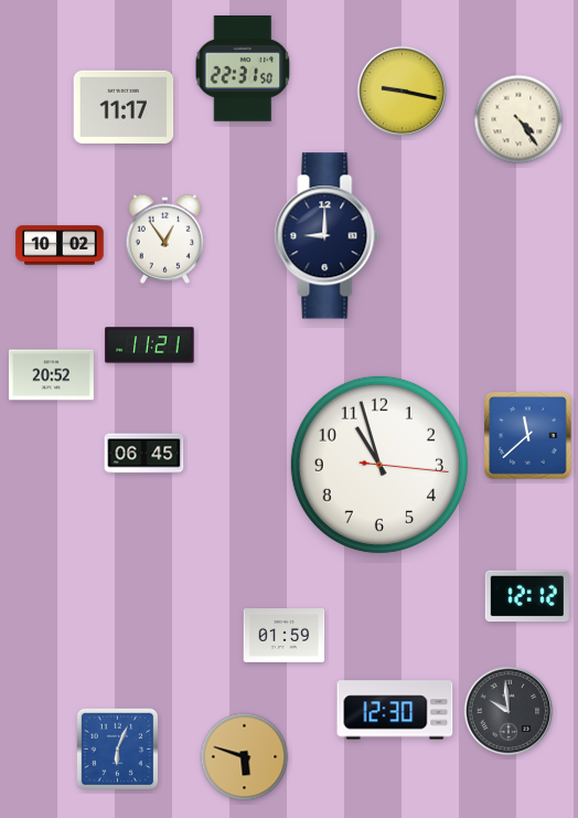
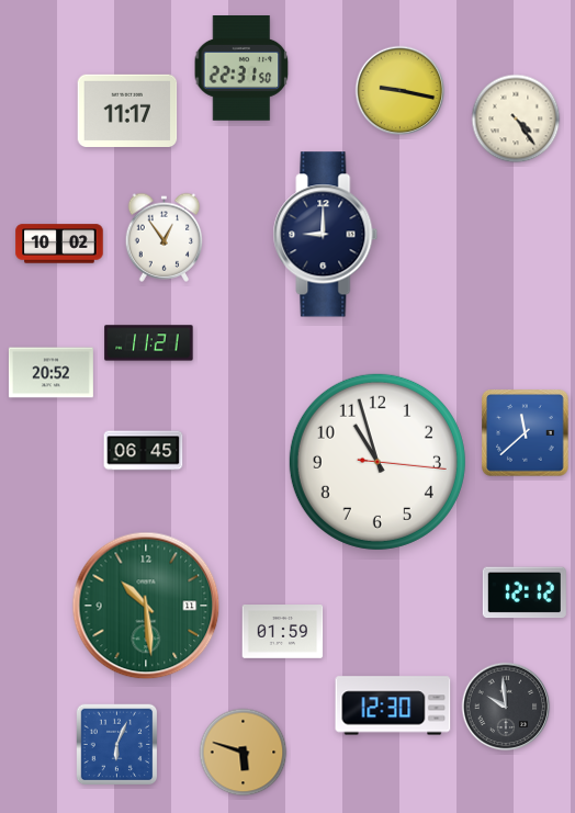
clock at (124, 107) position: (124, 107) -> (127, 111)
clock at (146, 606): none -> 10:29
